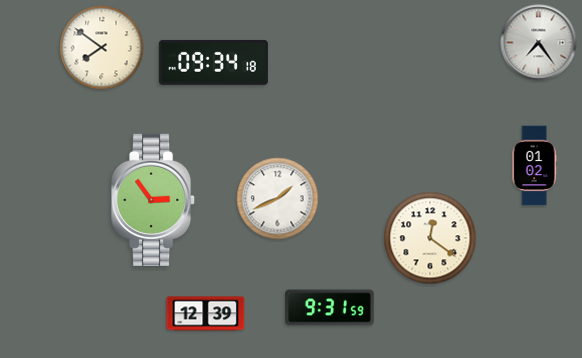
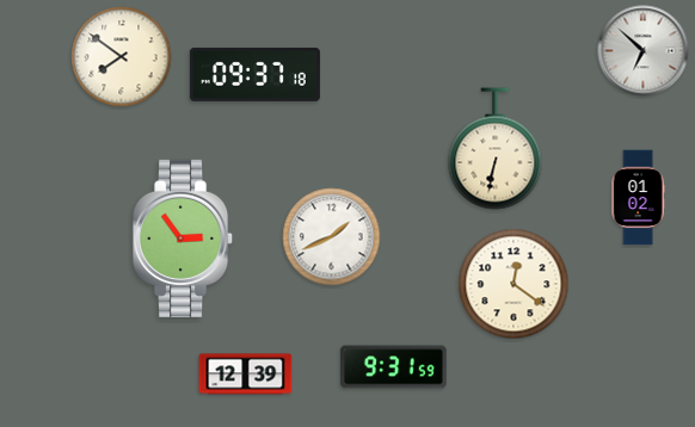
clock at (539, 43): 7:24 -> 6:52
clock at (213, 62): 09:34 -> 09:37
clock at (496, 149): none -> 6:32
